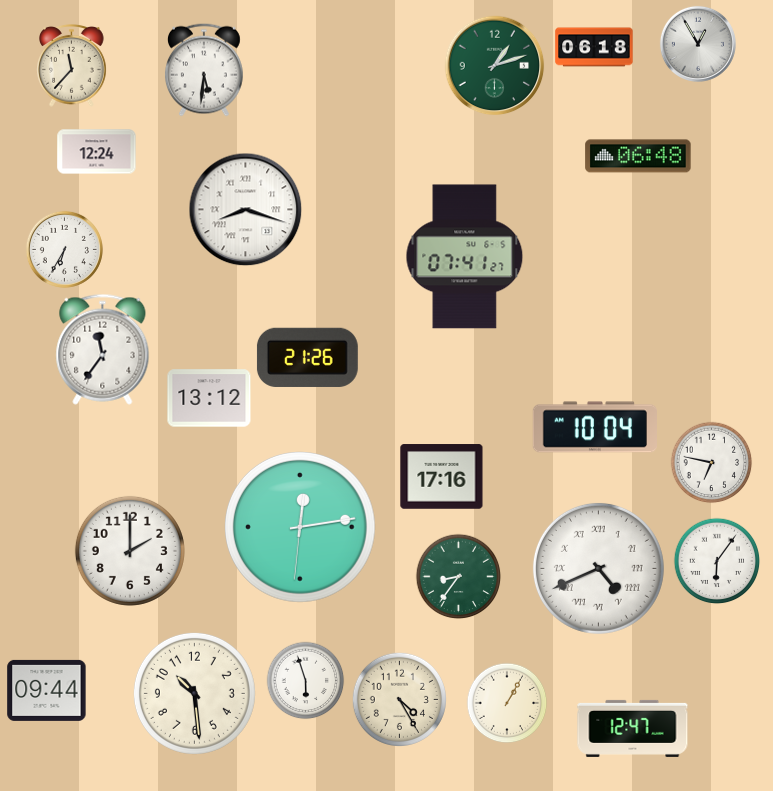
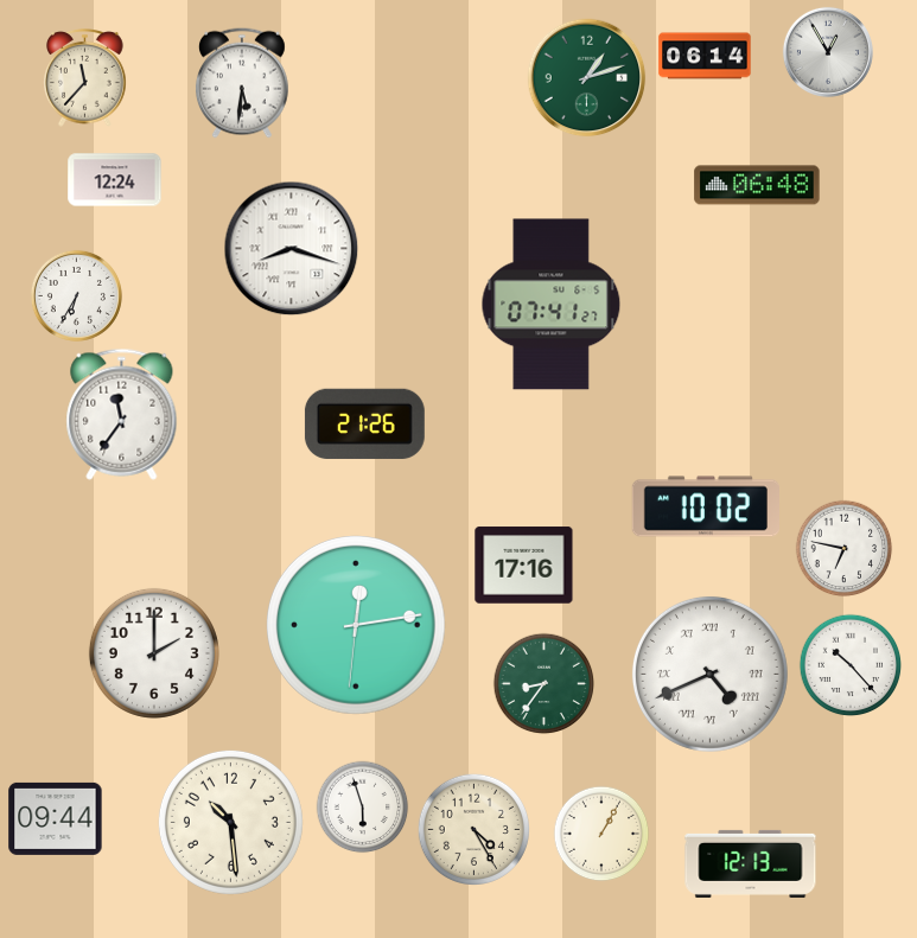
clock at (594, 47): 06:18 -> 06:14
clock at (209, 398): 13:12 -> none
clock at (595, 427): 10:04 -> 10:02
clock at (717, 561): 6:06 -> 10:23
clock at (633, 728): 12:47 -> 12:13
